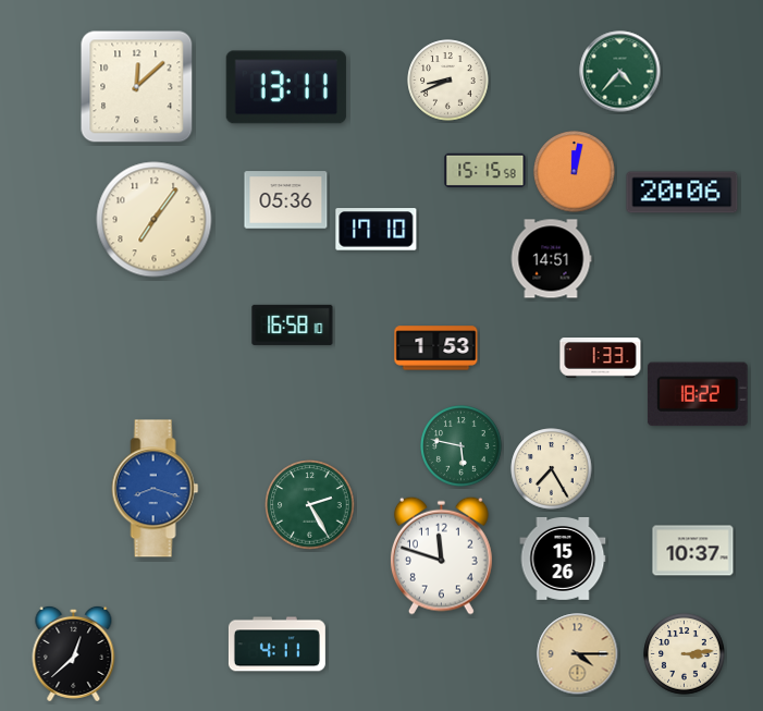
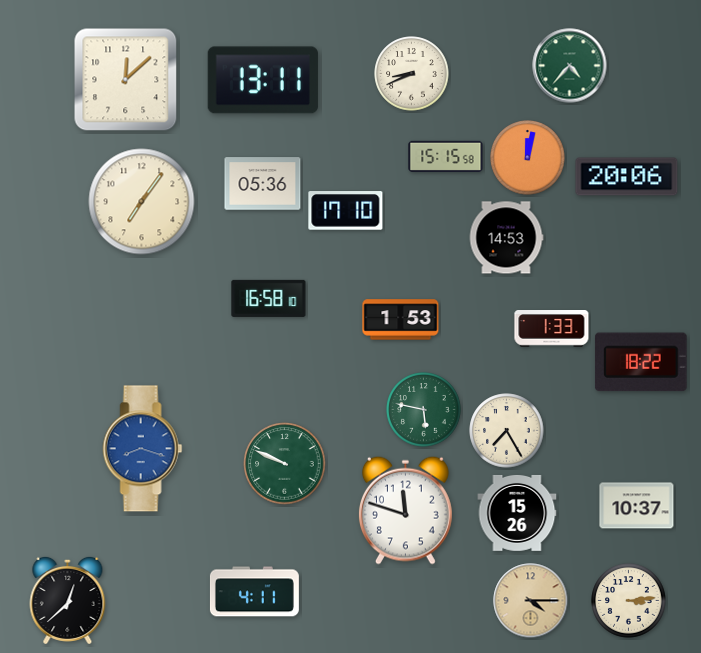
clock at (551, 259): 14:51 -> 14:53
clock at (310, 505): 2:25 -> 9:49
